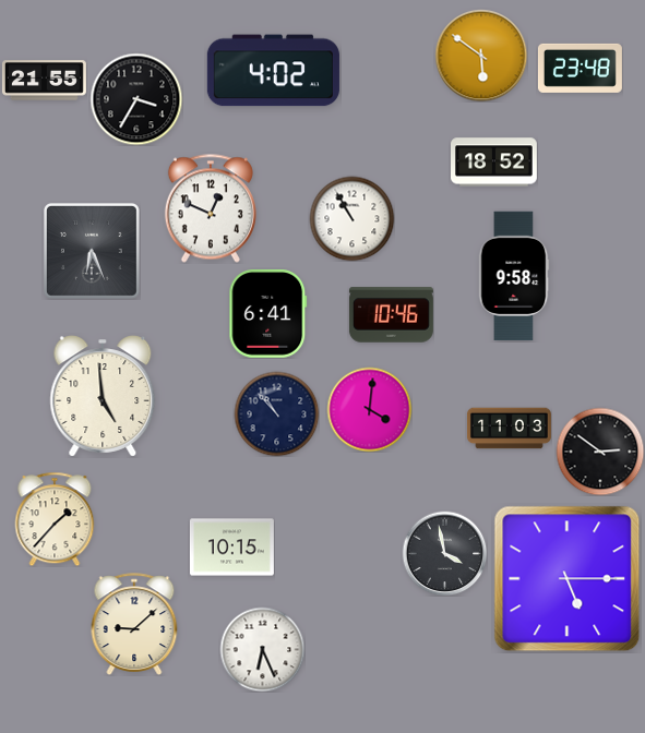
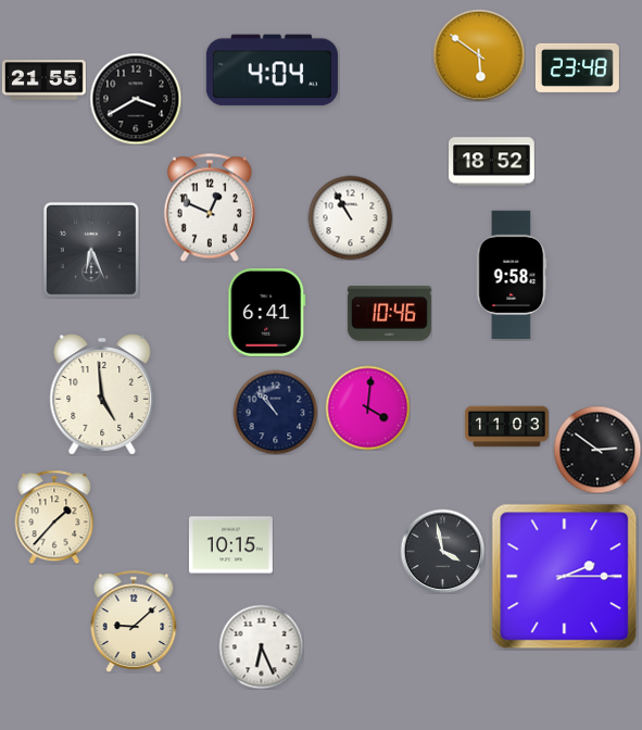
clock at (273, 71): 4:02 -> 4:04
clock at (136, 99): 3:35 -> 3:40
clock at (568, 579): 5:15 -> 2:15
